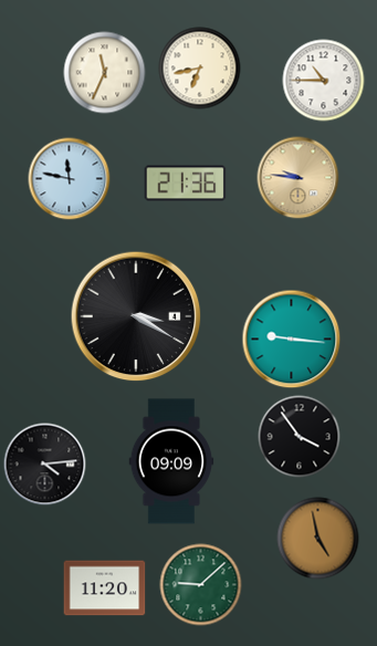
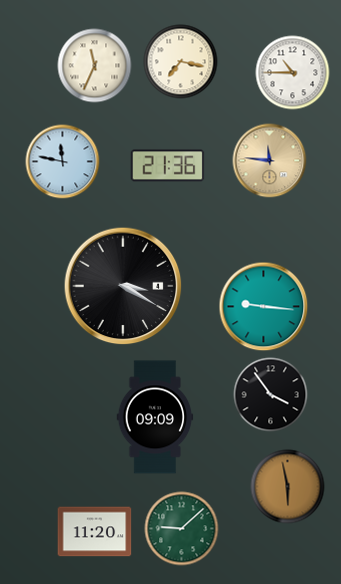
clock at (200, 69): 6:43 -> 7:17
clock at (299, 178): 9:46 -> 11:46
clock at (45, 465): 4:14 -> none
clock at (318, 539): 4:58 -> 5:58
